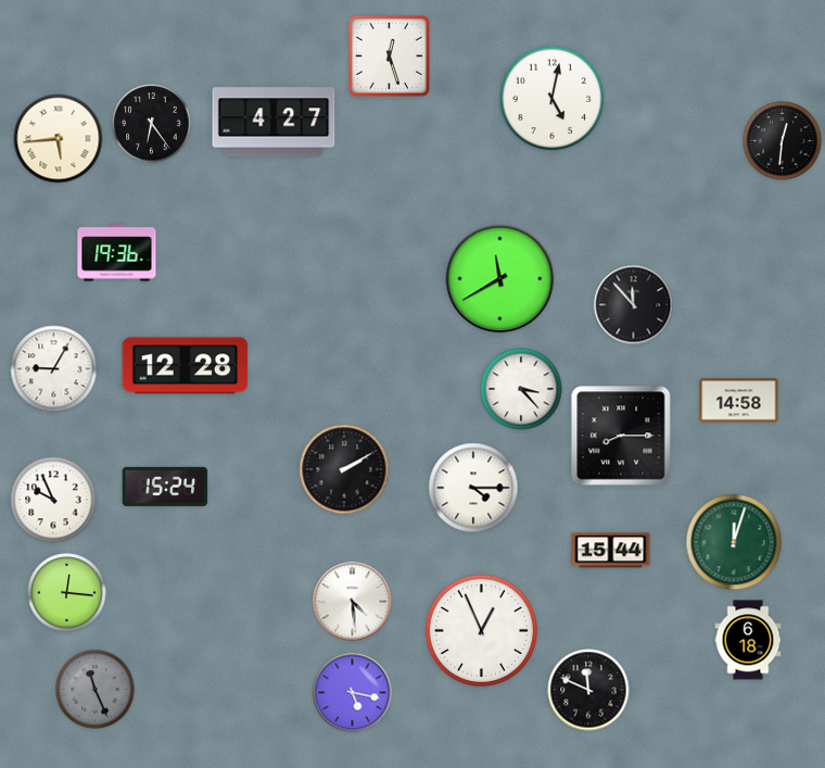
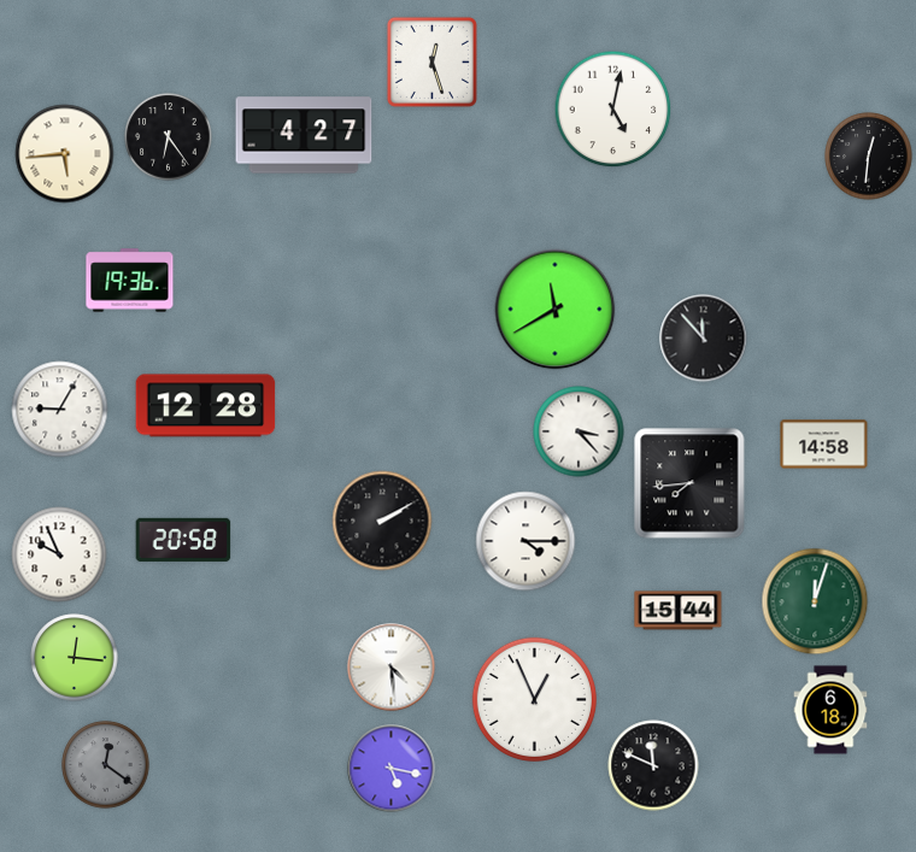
clock at (739, 401) position: (739, 401) -> (824, 445)
clock at (621, 436): 8:15 -> 7:44
clock at (165, 487): 15:24 -> 20:58
clock at (96, 690): 11:26 -> 12:21
